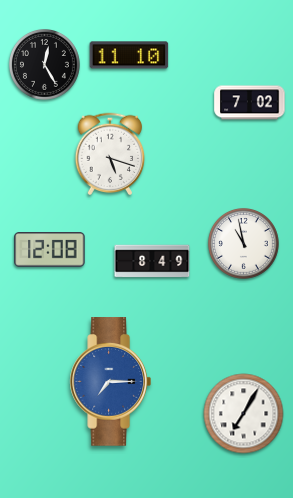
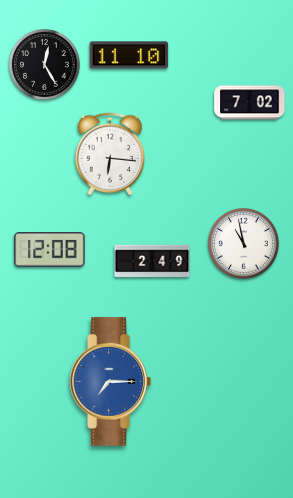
clock at (110, 154): 5:18 -> 6:16
clock at (152, 261): 8:49 -> 2:49
clock at (244, 414): 7:05 -> none
